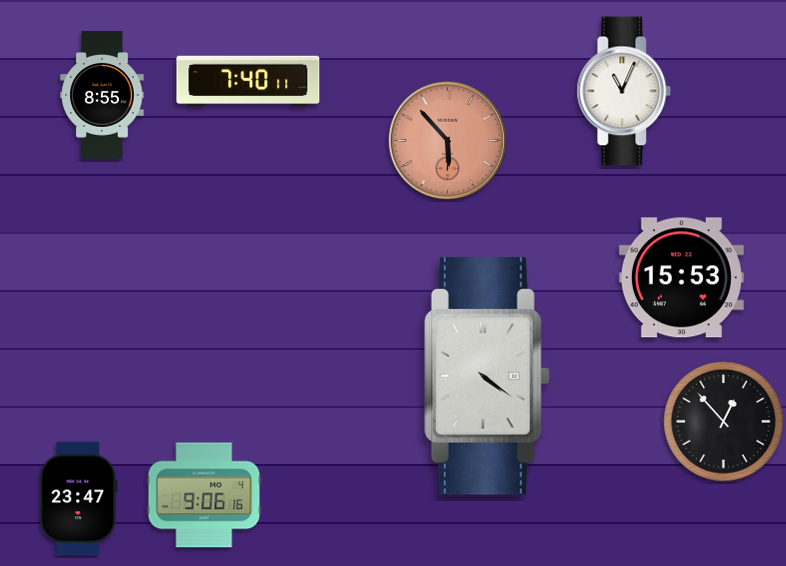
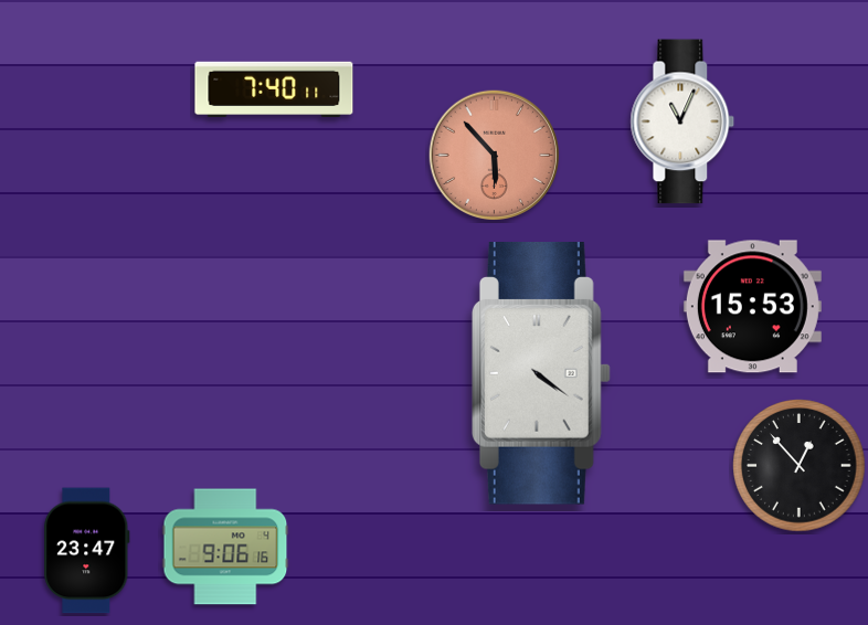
clock at (624, 91) position: (624, 91) -> (682, 121)
clock at (102, 95): 8:55 -> none
clock at (487, 377) position: (487, 377) -> (541, 374)
